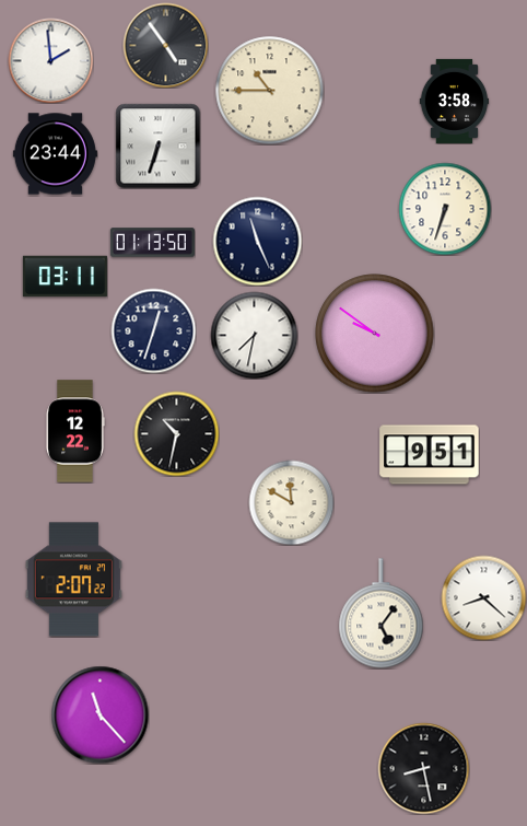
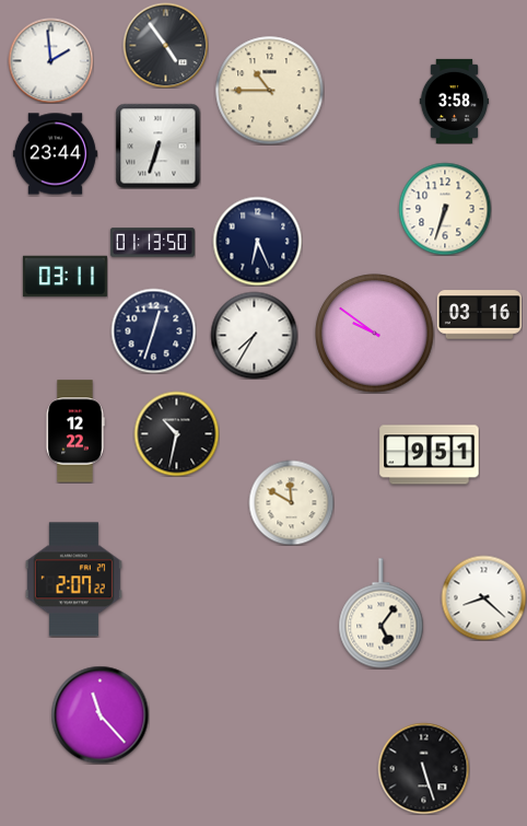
clock at (257, 241): 11:26 -> 6:26
clock at (479, 315): none -> 03:16
clock at (254, 335): 7:32 -> 7:35
clock at (423, 768): 8:28 -> 5:27
